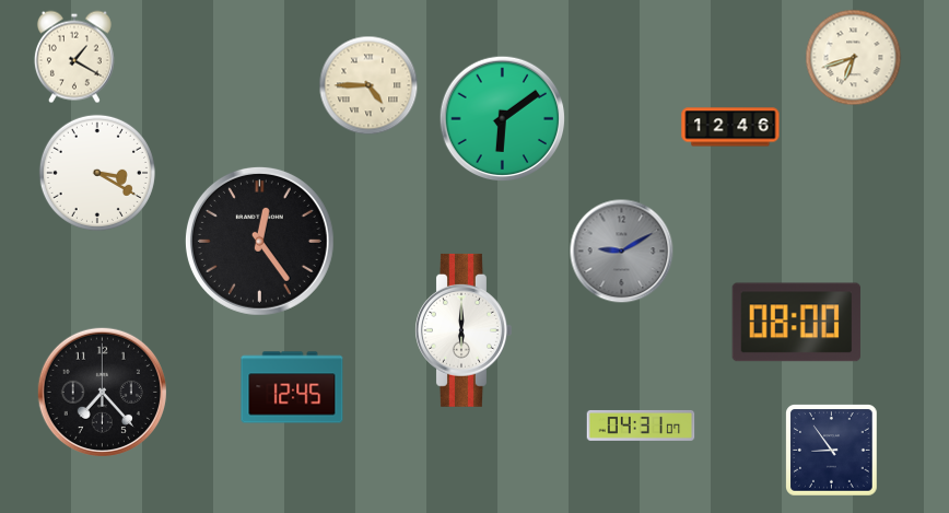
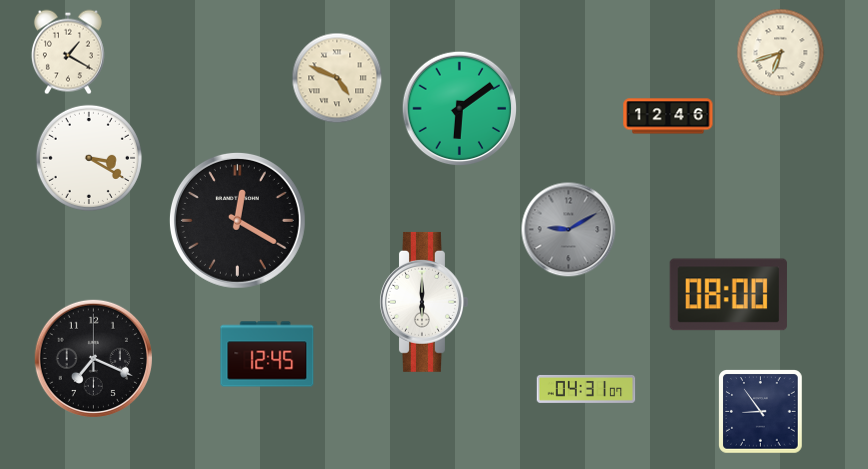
clock at (368, 85): 4:45 -> 4:49
clock at (259, 241): 12:24 -> 12:20
clock at (102, 392): 7:23 -> 7:19
